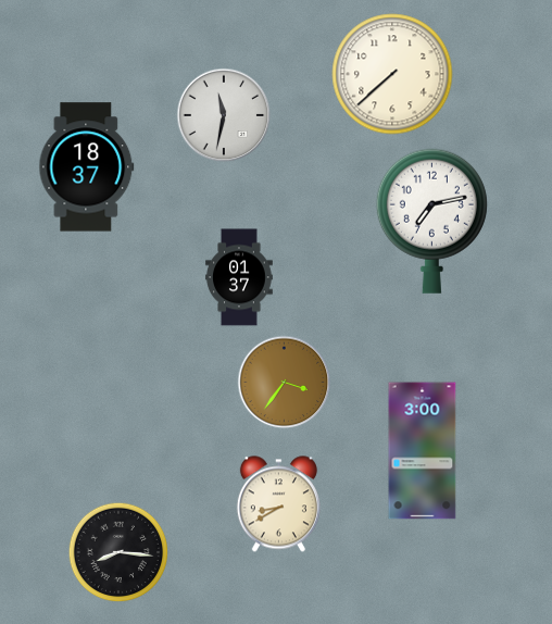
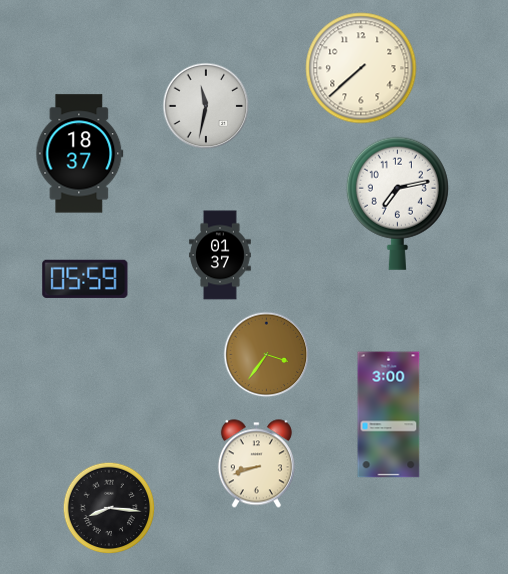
clock at (85, 279): none -> 05:59
clock at (285, 383) position: (285, 383) -> (267, 355)
clock at (278, 504): 8:40 -> 8:42
